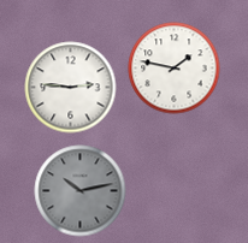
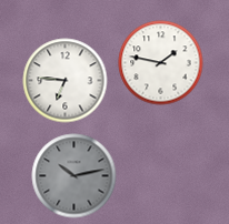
clock at (71, 88): 2:46 -> 6:46
